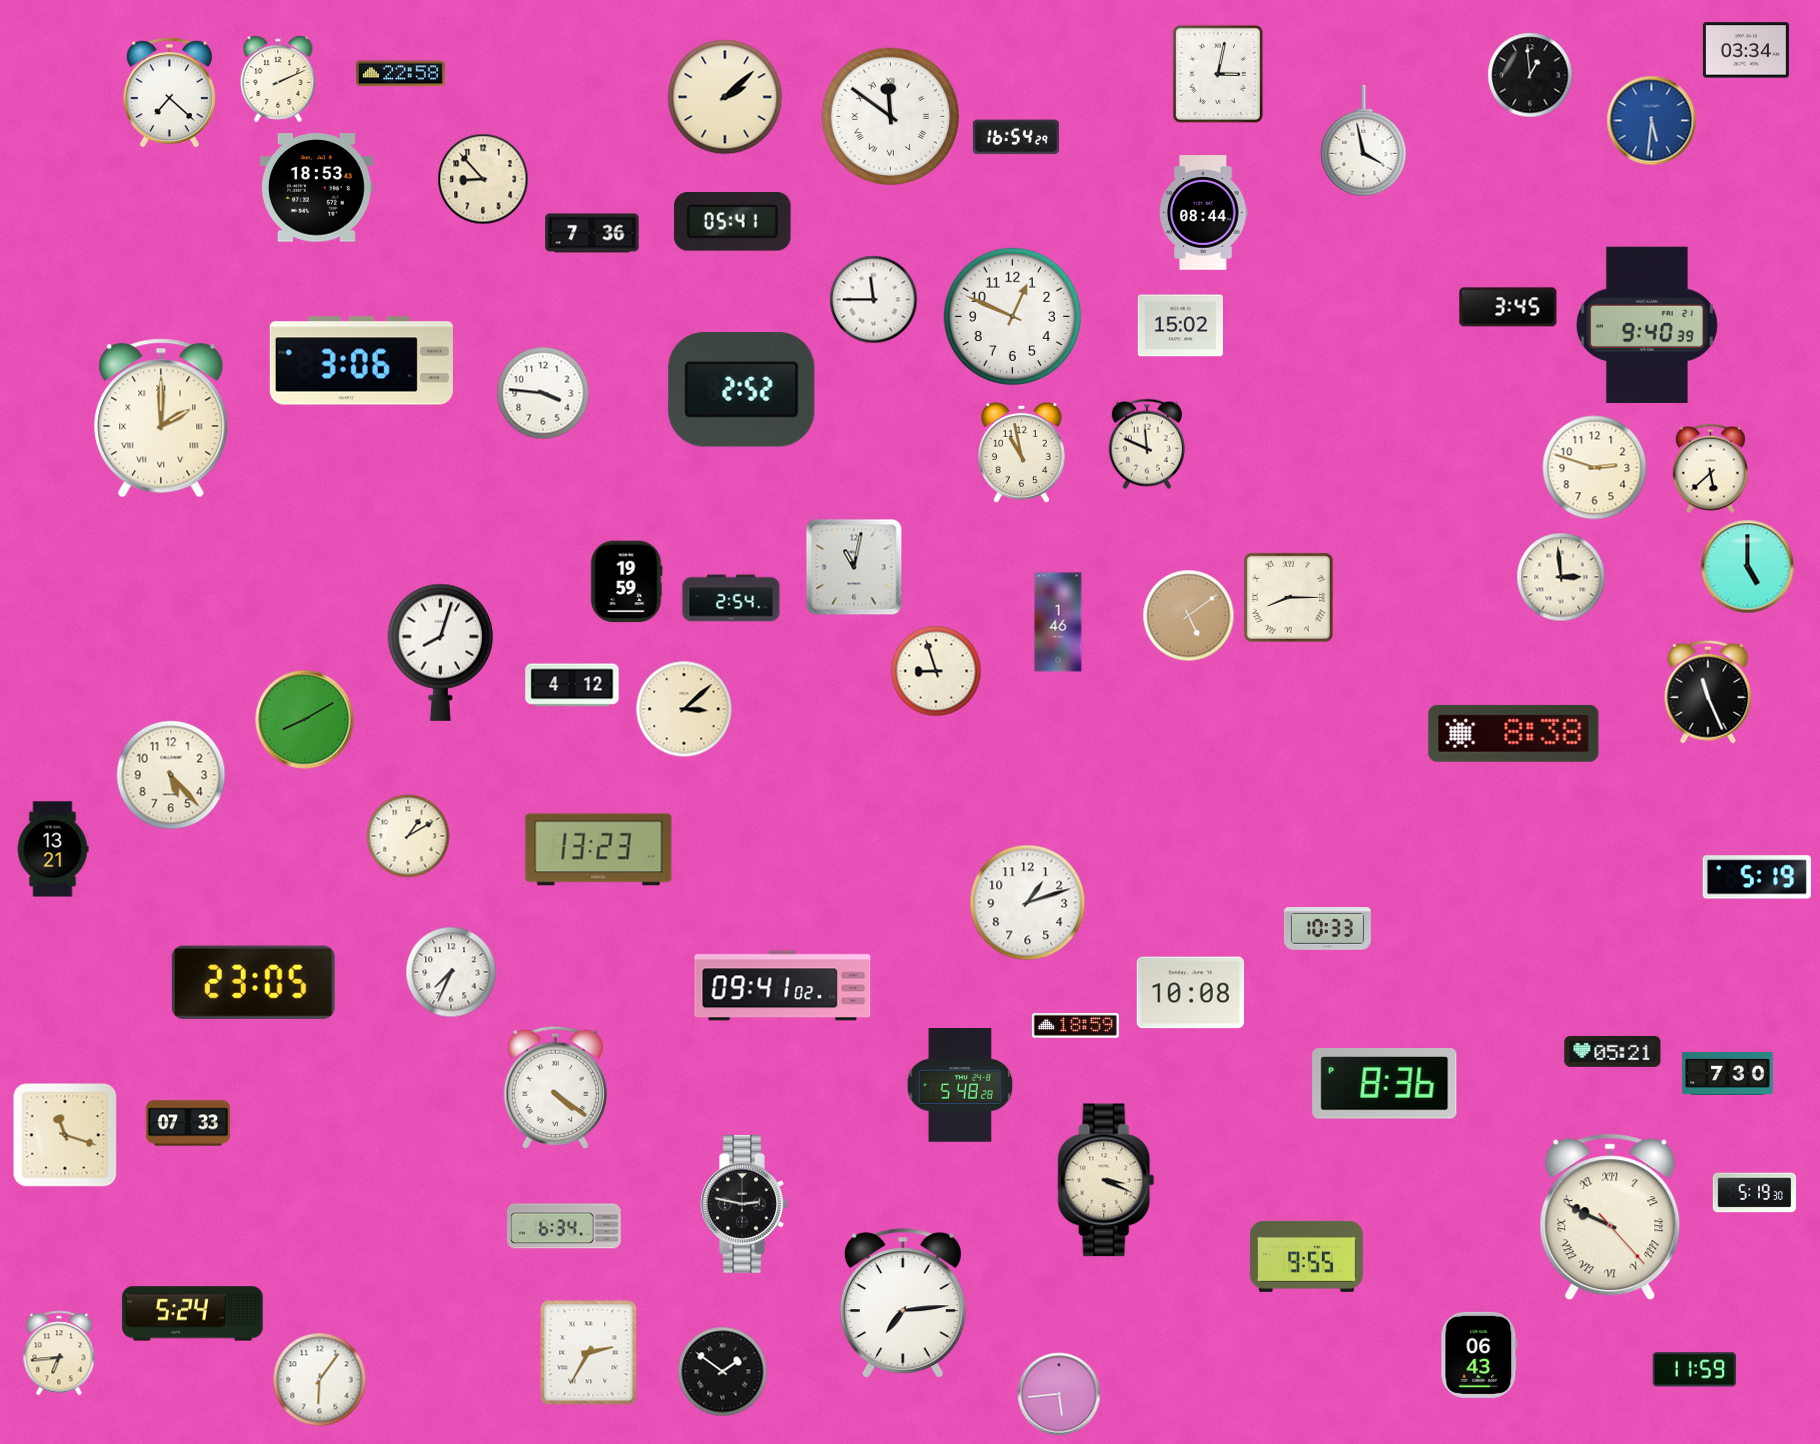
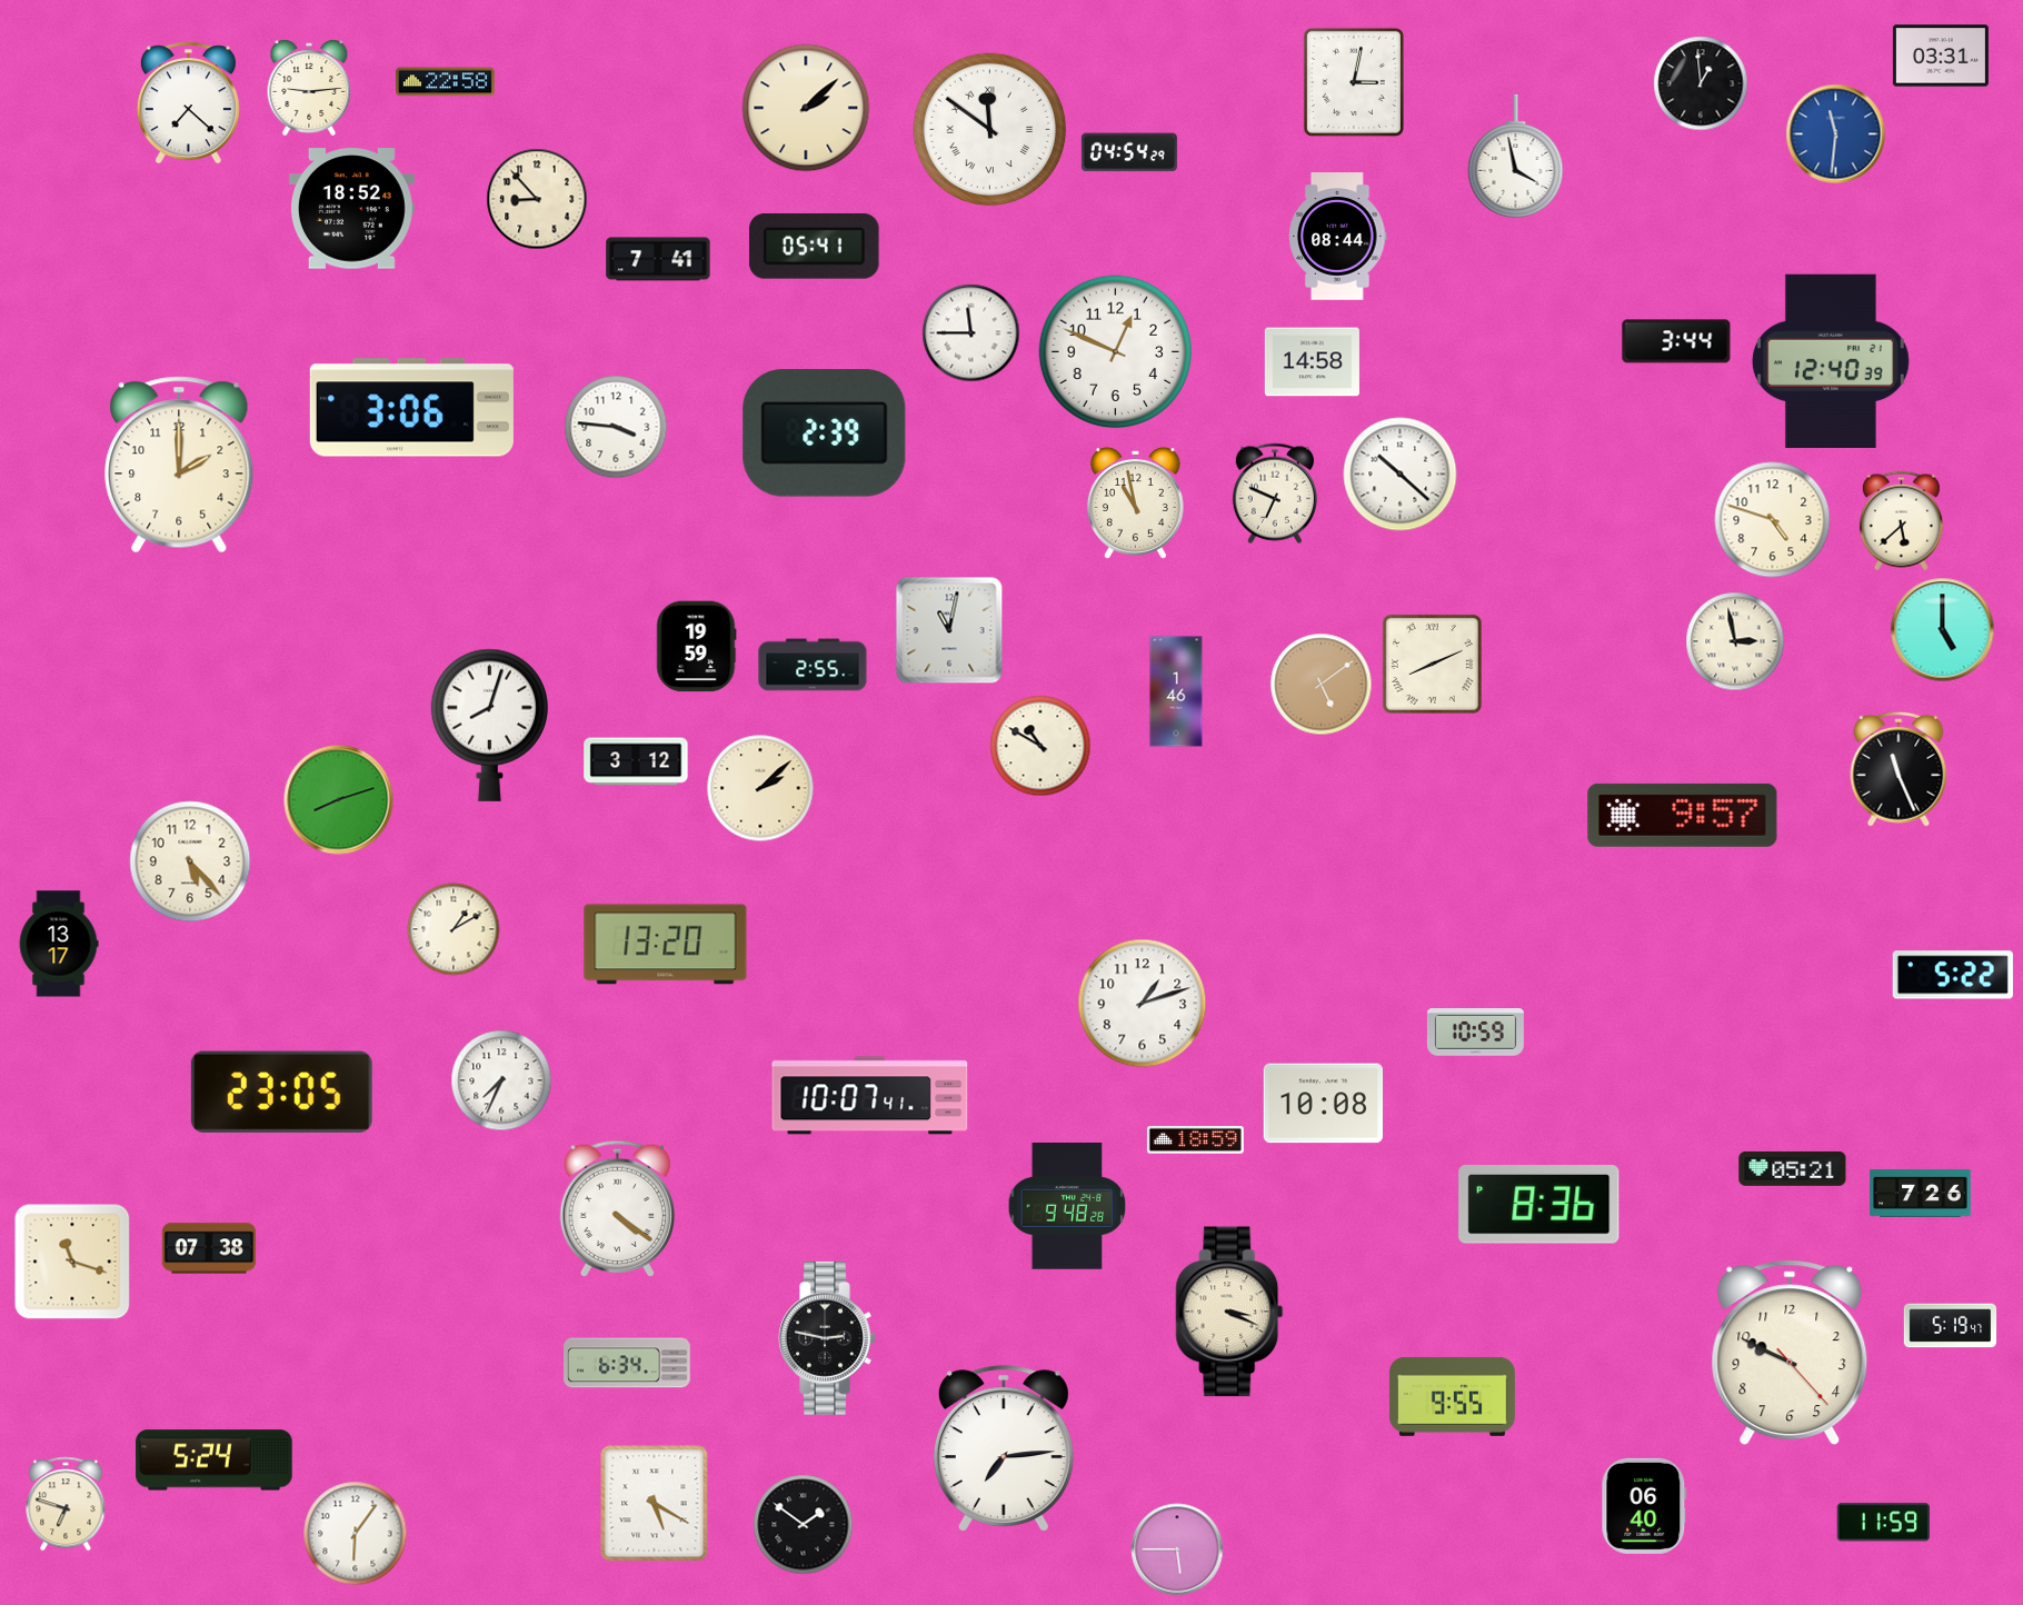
clock at (1746, 50): 03:34 -> 03:31
clock at (278, 79): 2:11 -> 9:14
clock at (1652, 121): 5:31 -> 11:31
clock at (1016, 137): 16:54 -> 04:54
clock at (316, 188): 18:53 -> 18:52
clock at (592, 233): 7:36 -> 7:41
clock at (1508, 307): 3:45 -> 3:44
clock at (1013, 317) position: (1013, 317) -> (1116, 352)
clock at (1647, 324): 9:40 -> 12:40
clock at (1180, 326): 15:02 -> 14:58
clock at (361, 361) position: (361, 361) -> (411, 408)
clock at (742, 390): 2:52 -> 2:39
clock at (543, 393) position: (543, 393) -> (616, 427)
clock at (161, 418) numerals: Roman -> Arabic
clock at (1401, 475): none -> 10:22
clock at (1147, 444): 11:49 -> 6:49
clock at (1595, 468): 2:48 -> 4:48
clock at (1561, 577): 2:59 -> 2:58
clock at (1288, 597): 8:15 -> 8:11
clock at (731, 598): 2:54 -> 2:55
clock at (936, 671): 8:57 -> 10:50
clock at (572, 685): 4:12 -> 3:12
clock at (684, 709): 3:08 -> 2:08
clock at (305, 720): 8:10 -> 8:12
clock at (1514, 733): 8:38 -> 9:57
clock at (53, 849): 13:21 -> 13:17
clock at (599, 850): 13:23 -> 13:20
clock at (1757, 877): 5:19 -> 5:22
clock at (1327, 929): 10:33 -> 10:59
clock at (783, 986): 09:41 -> 10:07
clock at (1728, 1073): 7:30 -> 7:26
clock at (960, 1086): 5:48 -> 9:48
clock at (187, 1123): 07:33 -> 07:38
clock at (1755, 1193): 5:19:30 -> 5:19:47
clock at (1610, 1217) numerals: Roman -> Arabic
clock at (59, 1353): 6:44 -> 6:48
clock at (589, 1353): 2:35 -> 5:20
clock at (1479, 1355): 06:43 -> 06:40
clock at (1059, 1394): 5:44 -> 5:45
